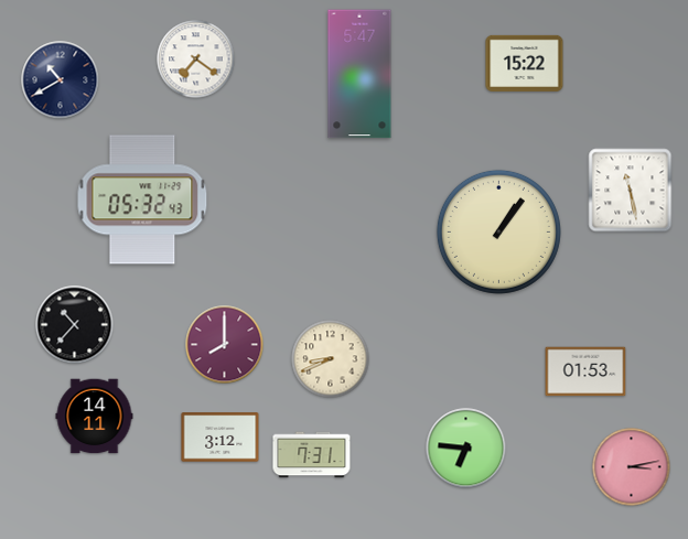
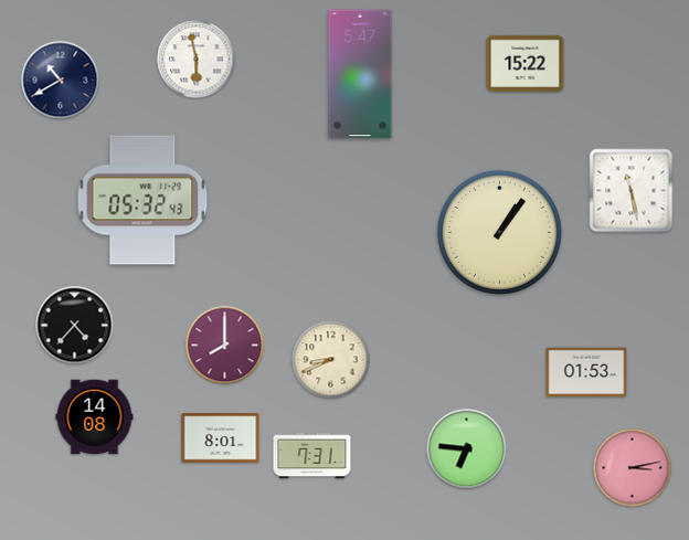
clock at (196, 60): 7:21 -> 5:58
clock at (75, 325): 10:37 -> 4:37
clock at (95, 417): 14:11 -> 14:08
clock at (221, 438): 3:12 -> 8:01
